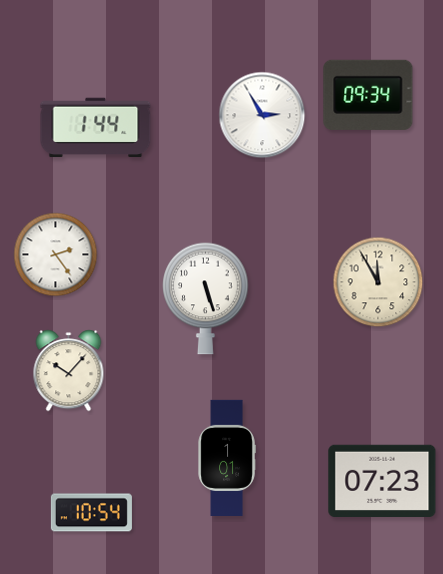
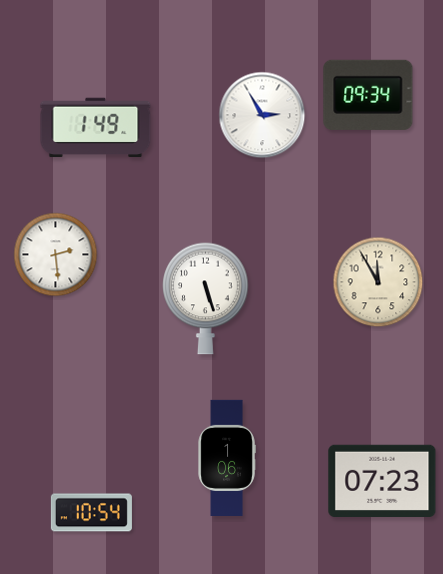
clock at (96, 128): 1:44 -> 1:49
clock at (56, 255): 2:24 -> 2:29
clock at (69, 371): 10:07 -> none
clock at (227, 457): 1:01 -> 1:06
